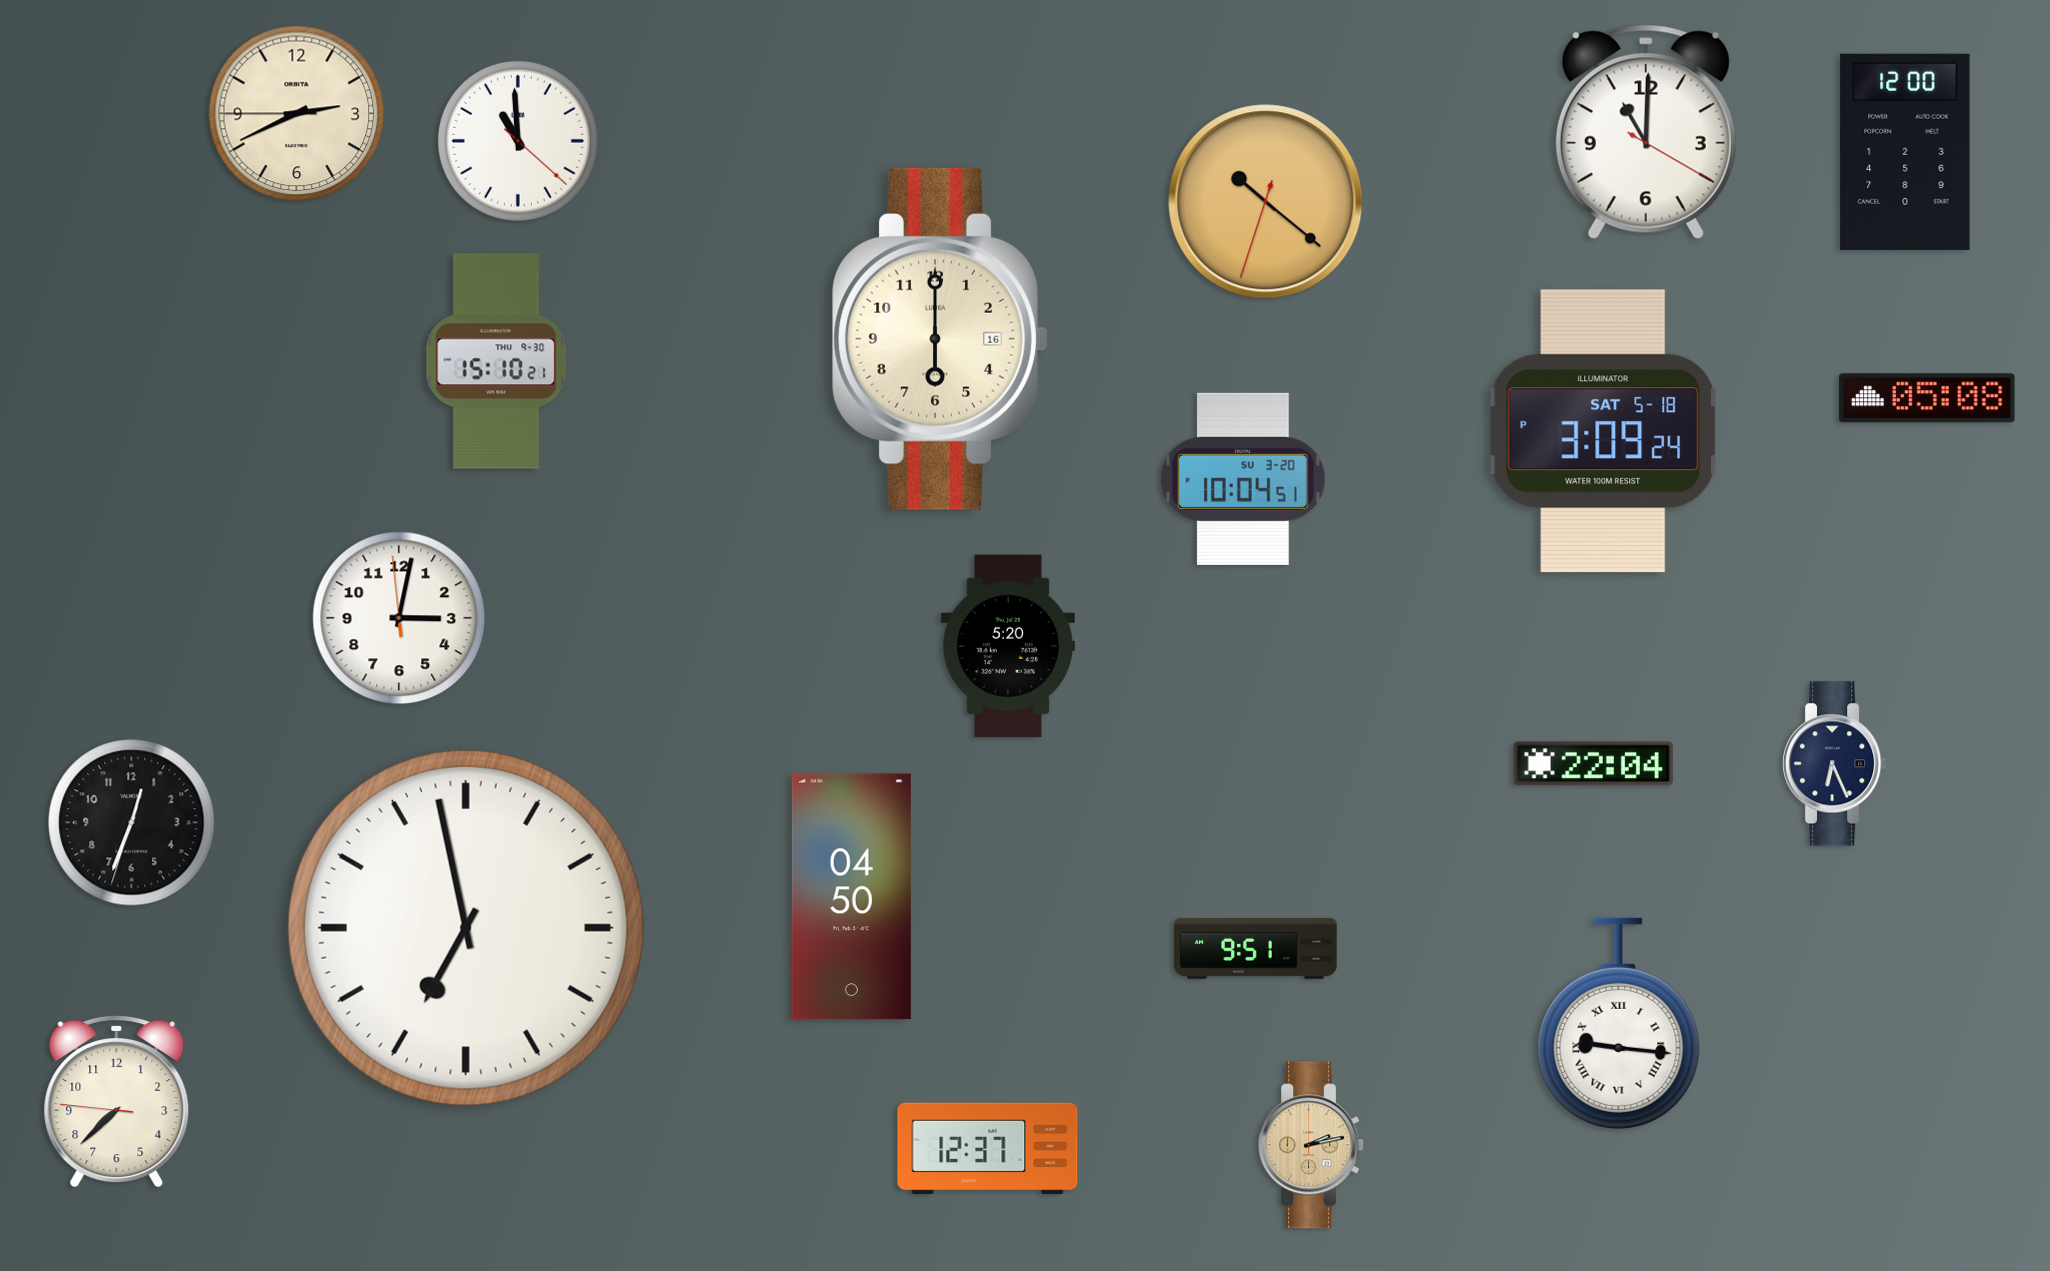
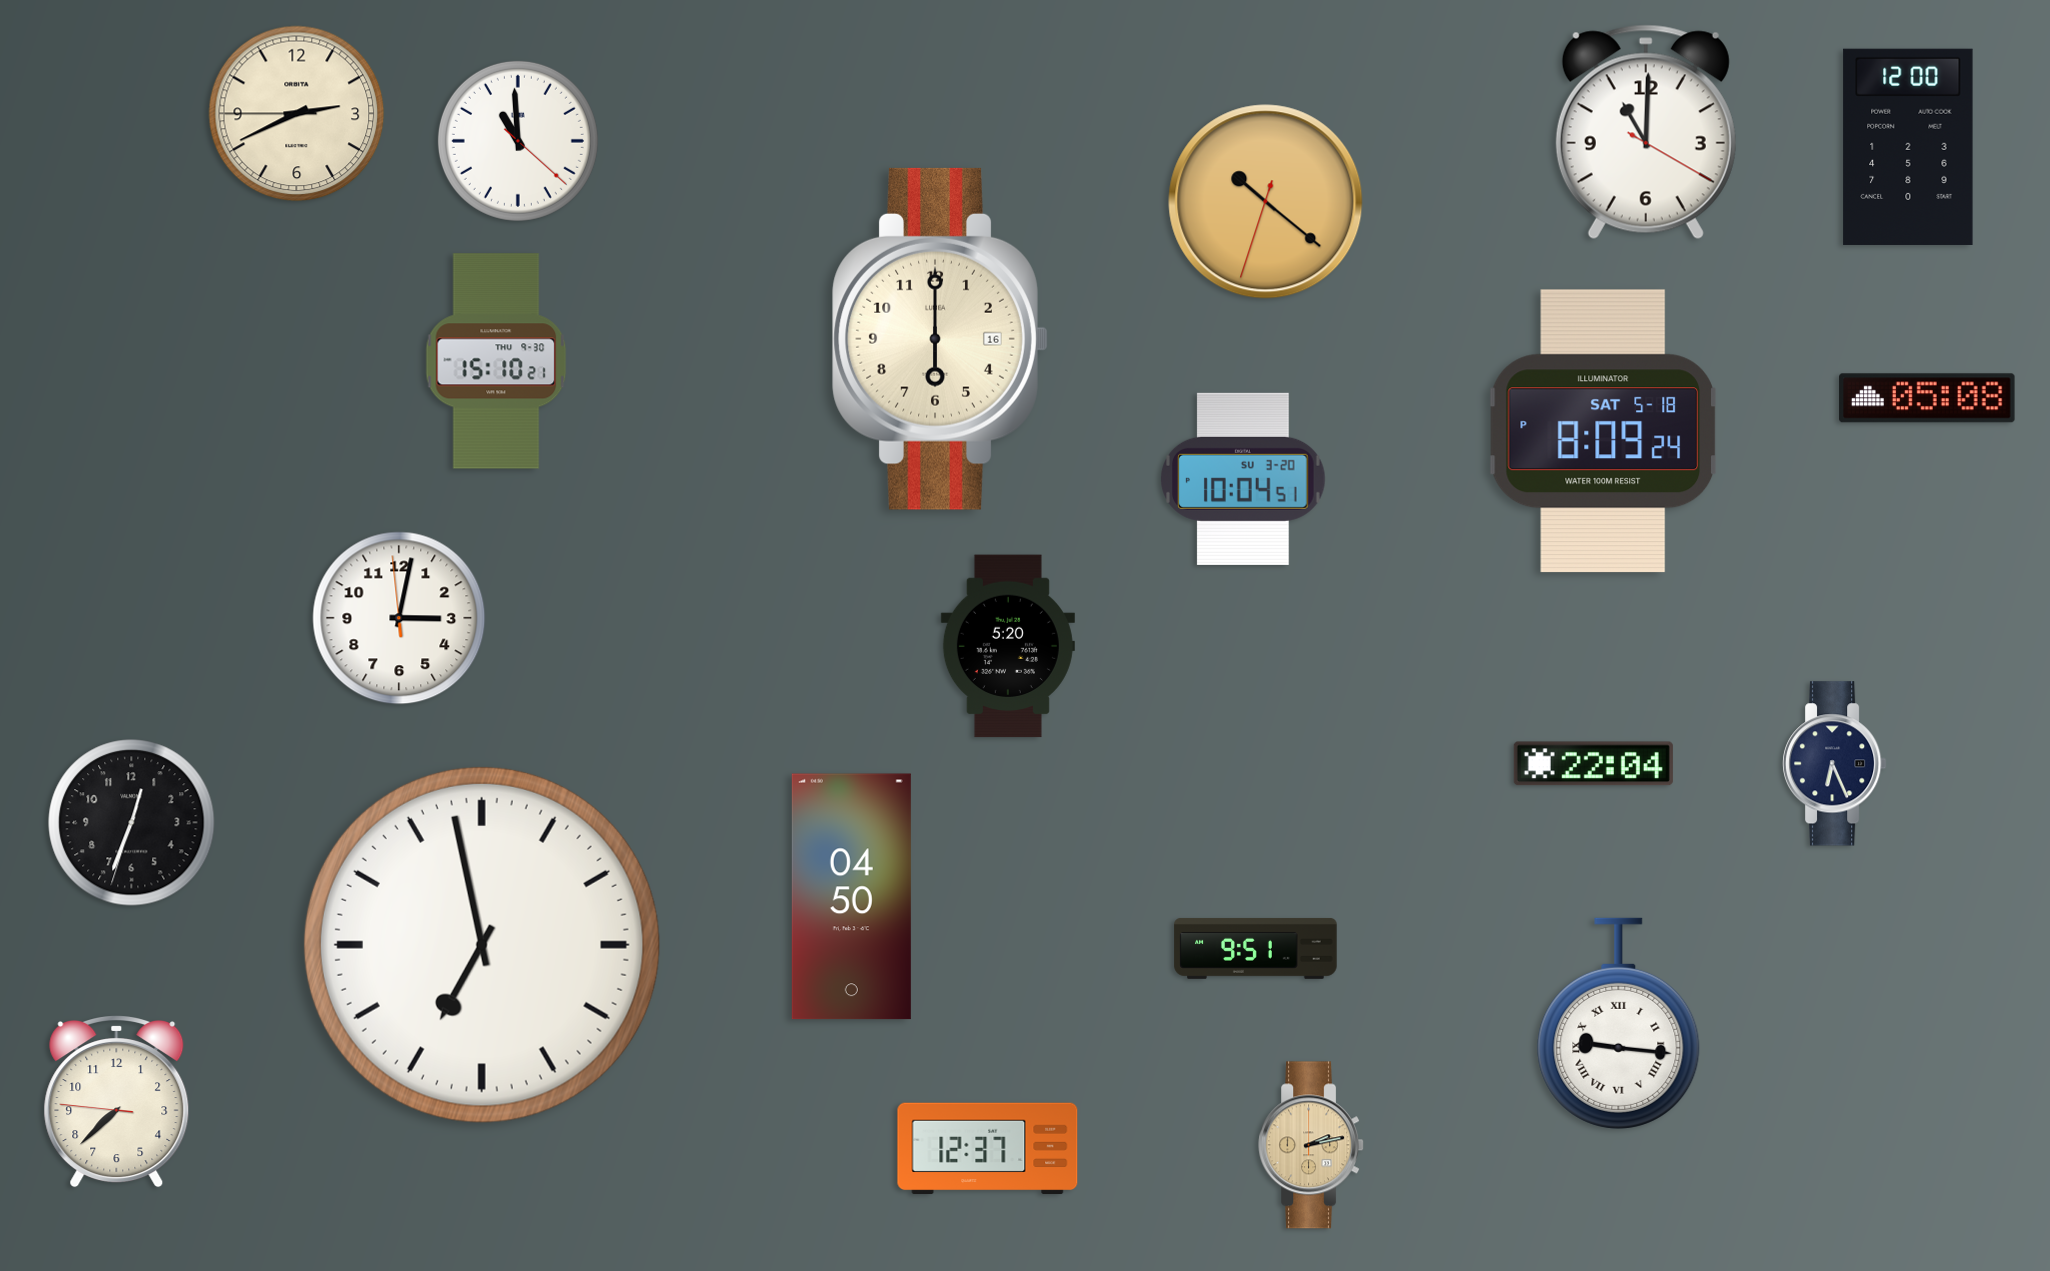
clock at (1905, 152) position: (1905, 152) -> (1908, 147)
clock at (1602, 431): 3:09 -> 8:09
clock at (466, 928) position: (466, 928) -> (482, 945)
